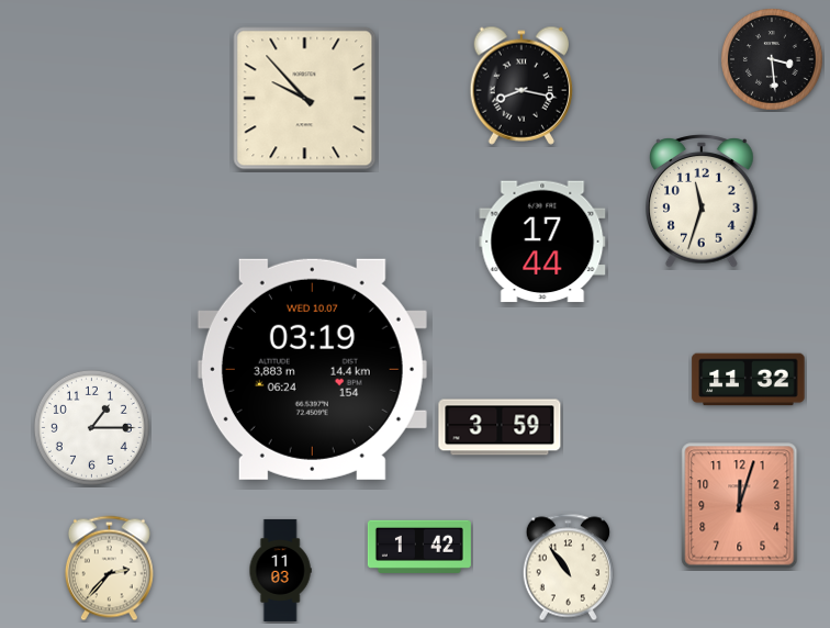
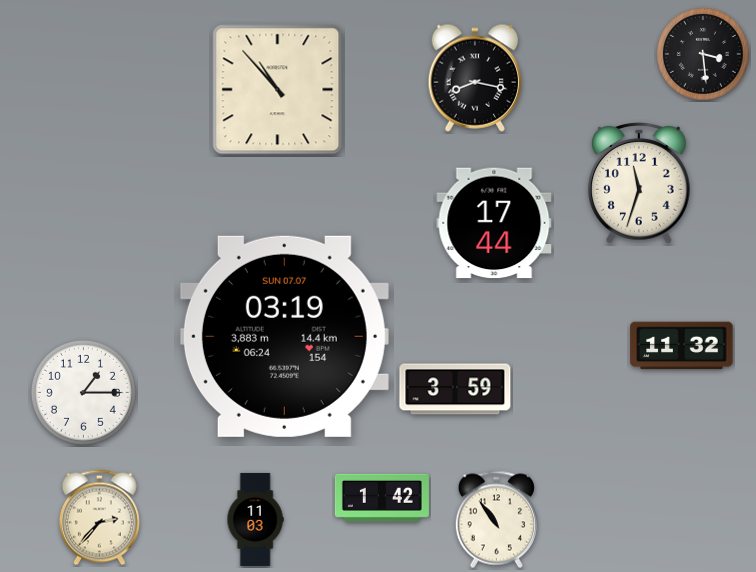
clock at (305, 99): 9:53 -> 10:53
clock at (542, 242) position: (542, 242) -> (494, 223)
clock at (312, 369) date: WED 10.07 -> SUN 07.07
clock at (91, 427) position: (91, 427) -> (83, 392)
clock at (740, 506): 12:03 -> none
clock at (568, 568) position: (568, 568) -> (496, 520)
